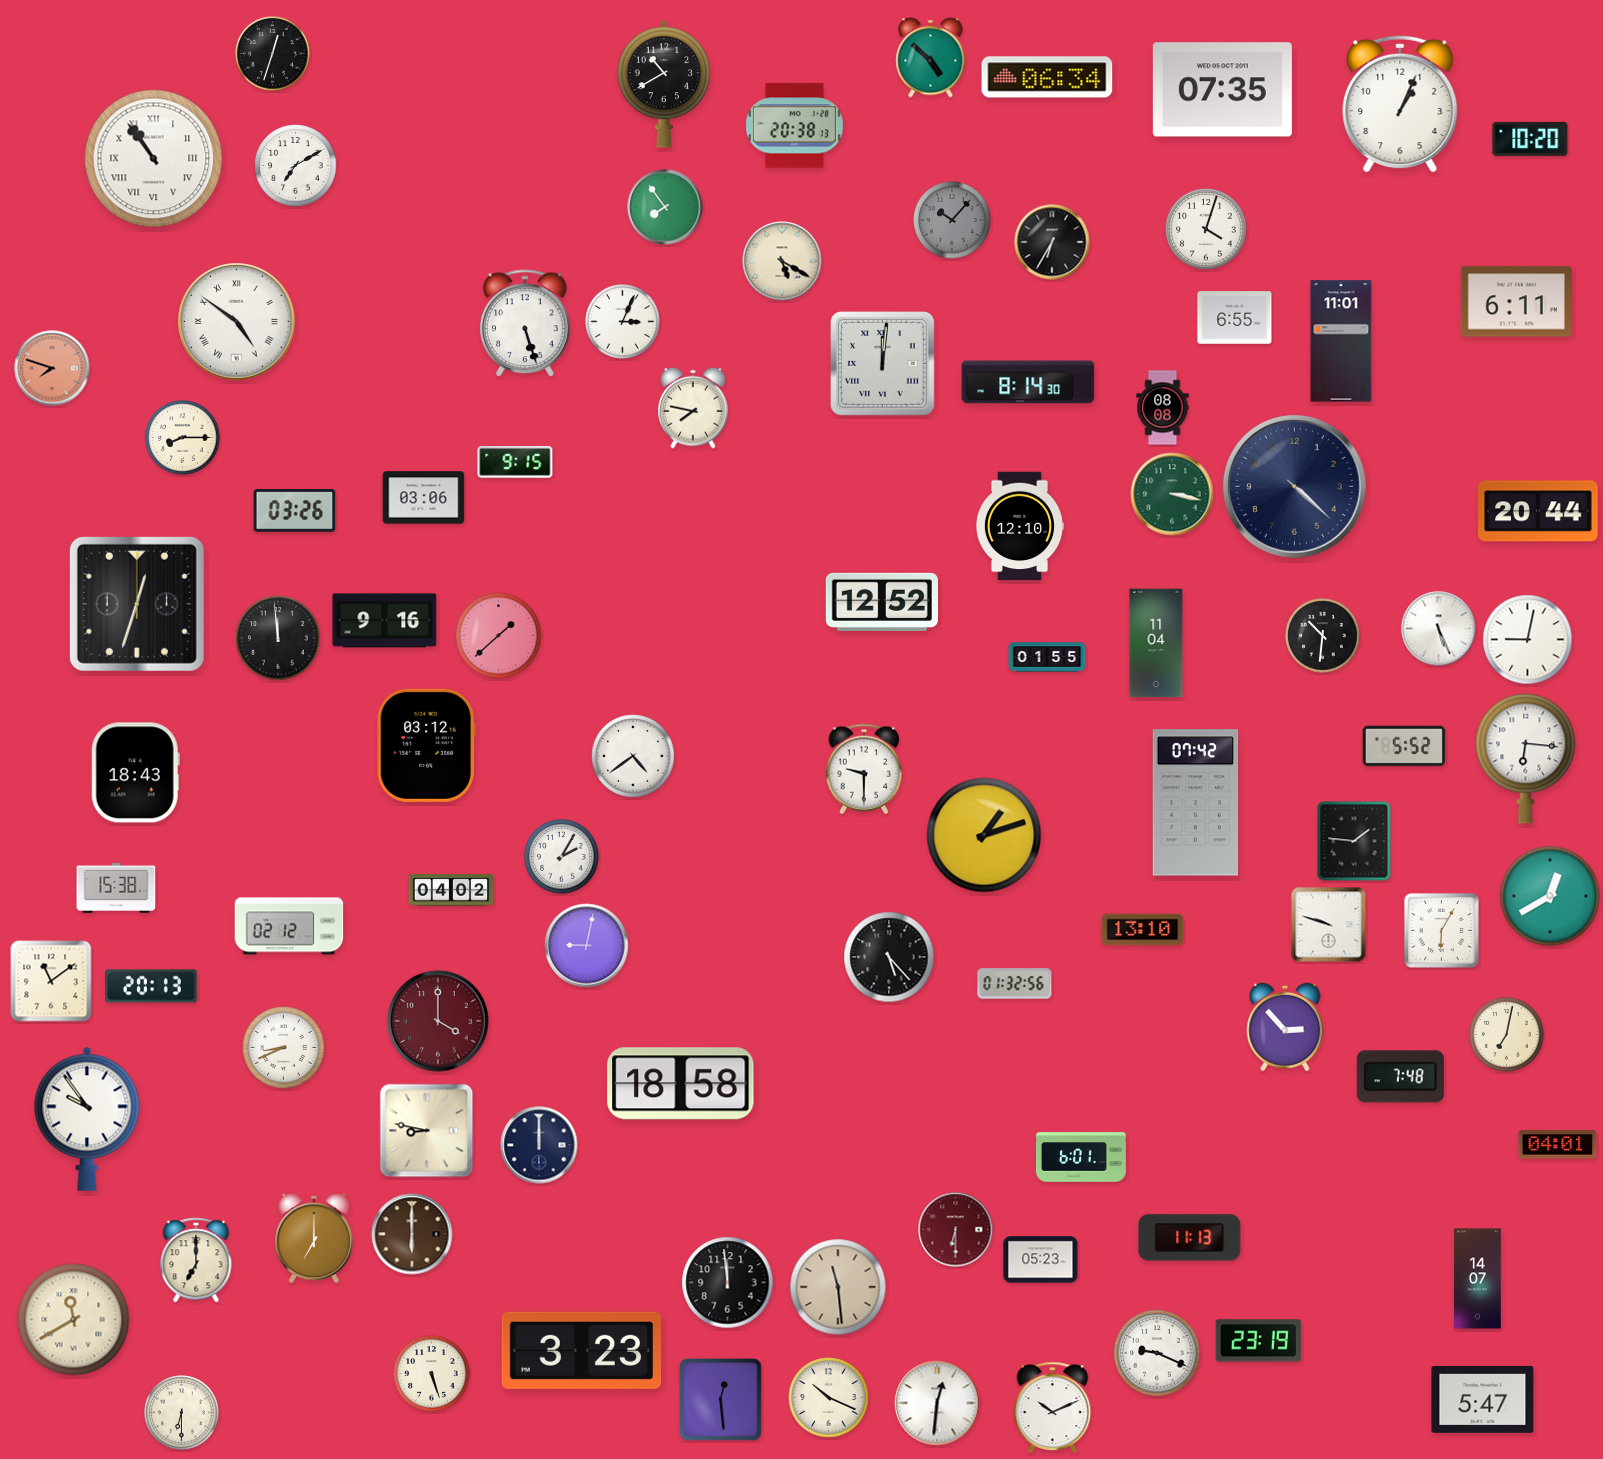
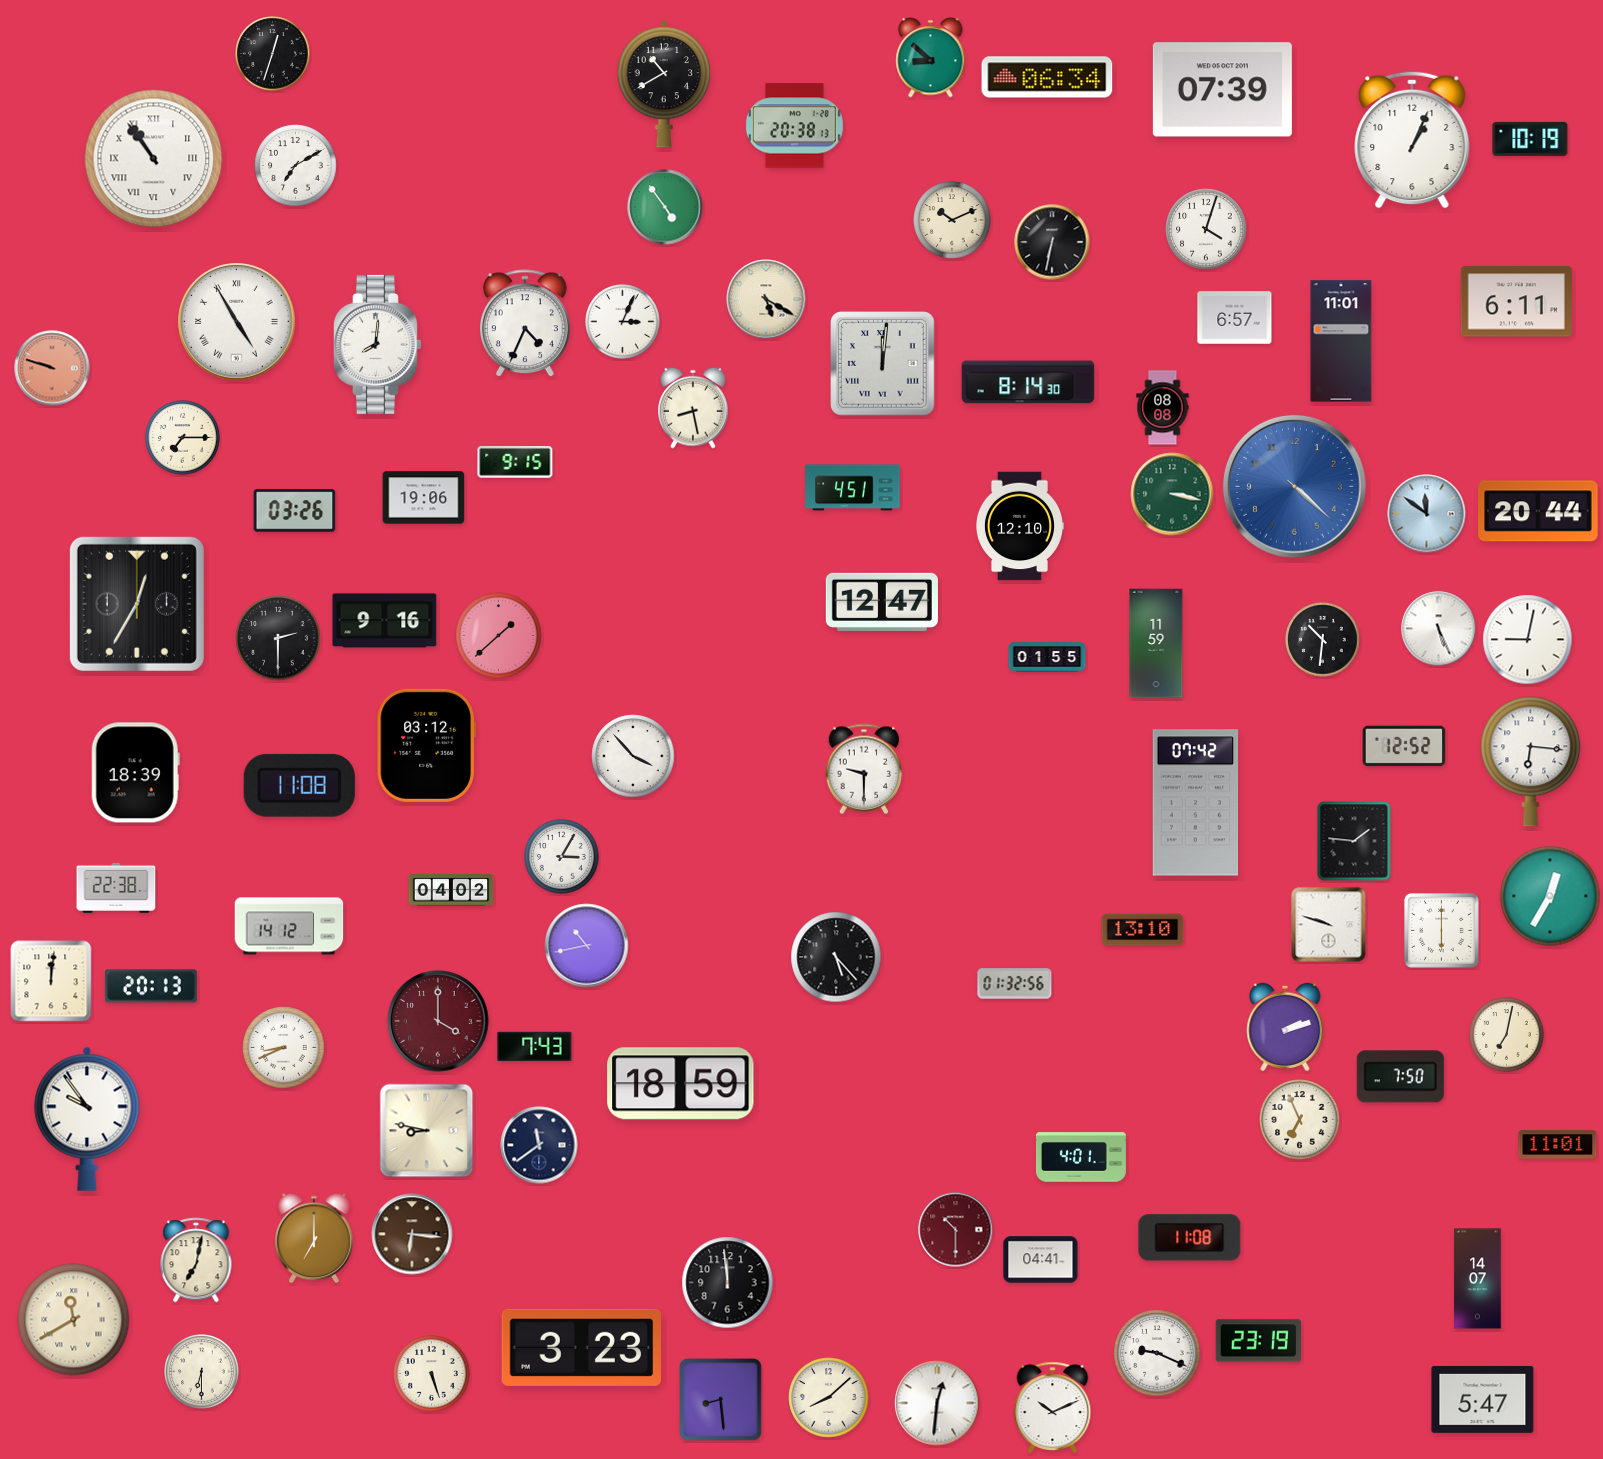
clock at (931, 58): 4:52 -> 8:52
clock at (1222, 90): 07:35 -> 07:39
clock at (1400, 104) position: (1400, 104) -> (1412, 140)
clock at (1530, 139): 10:20 -> 10:19
clock at (665, 207): 7:54 -> 4:54
clock at (952, 220): 10:07 -> 10:11
clock at (952, 220) dial: grey -> cream
clock at (1052, 242): 6:35 -> 6:32
clock at (782, 261) position: (782, 261) -> (766, 299)
clock at (1235, 318): 6:55 -> 6:57
clock at (237, 322): 4:51 -> 4:55
clock at (525, 324): 5:27 -> 4:34
clock at (377, 344): none -> 8:01
clock at (52, 368): 7:48 -> 9:48
clock at (693, 408): 7:47 -> 8:28
clock at (183, 438): 8:15 -> 7:15
clock at (1294, 486) dial: navy -> blue
clock at (853, 488): none -> 4:51
clock at (424, 498): 03:06 -> 19:06
clock at (1427, 514): none -> 11:51
clock at (882, 602): 12:52 -> 12:47
clock at (137, 604): 12:33 -> 12:35
clock at (1323, 636) position: (1323, 636) -> (1323, 640)
clock at (278, 638): 11:59 -> 2:30
clock at (1156, 643): 11:04 -> 11:59
clock at (1404, 746): 5:52 -> 12:52
clock at (633, 756): 4:39 -> 3:53
clock at (1526, 759) position: (1526, 759) -> (1531, 762)
clock at (135, 773): 18:43 -> 18:39
clock at (299, 785): none -> 11:08
clock at (984, 835): 1:12 -> none
clock at (562, 857): 2:05 -> 3:05
clock at (116, 888): 15:38 -> 22:38
clock at (1550, 896): 12:40 -> 12:35
clock at (289, 926): 02:12 -> 14:12
clock at (1441, 930): 6:05 -> 6:00
clock at (587, 946): 9:02 -> 10:43
clock at (889, 957) position: (889, 957) -> (836, 957)
clock at (51, 981): 11:09 -> 12:01
clock at (1285, 1026): 2:53 -> 2:12
clock at (535, 1046): none -> 7:43
clock at (1400, 1077): 7:48 -> 7:50
clock at (681, 1084): 18:58 -> 18:59
clock at (1300, 1120): none -> 6:56
clock at (539, 1145): 12:00 -> 11:39
clock at (1558, 1145): 04:01 -> 11:01
clock at (1081, 1157): 6:01 -> 4:01
clock at (956, 1230): 6:30 -> 10:30
clock at (412, 1234): 6:00 -> 6:16
clock at (1190, 1238): 11:13 -> 11:08
clock at (196, 1260): 7:00 -> 7:02
clock at (1041, 1260): 05:23 -> 04:41
clock at (838, 1287): 11:29 -> none
clock at (582, 1350) position: (582, 1350) -> (582, 1347)
clock at (829, 1398): 10:19 -> 8:08
clock at (721, 1400): 12:29 -> 8:29
clock at (182, 1413) position: (182, 1413) -> (202, 1372)
